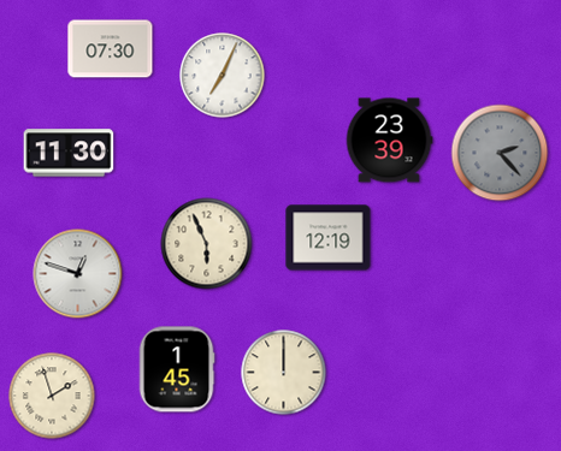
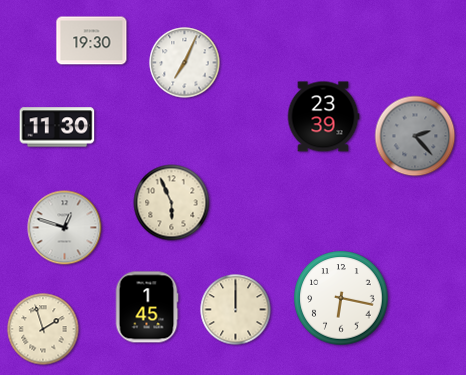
clock at (111, 49): 07:30 -> 19:30
clock at (500, 153) position: (500, 153) -> (415, 136)
clock at (329, 238): 12:19 -> none
clock at (341, 298): none -> 6:17
